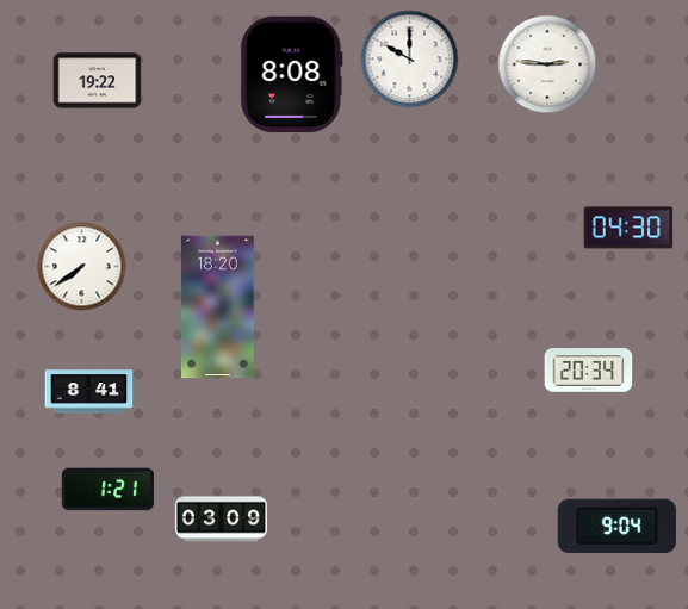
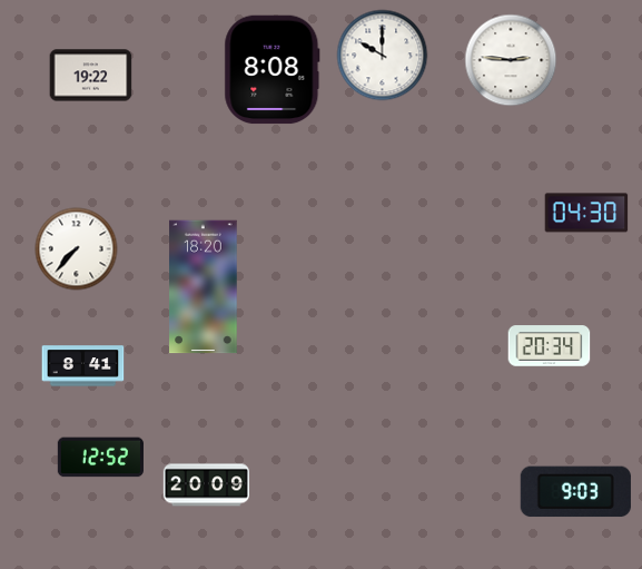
clock at (82, 267): 7:39 -> 7:37
clock at (107, 490): 1:21 -> 12:52
clock at (221, 520): 03:09 -> 20:09
clock at (616, 527): 9:04 -> 9:03
